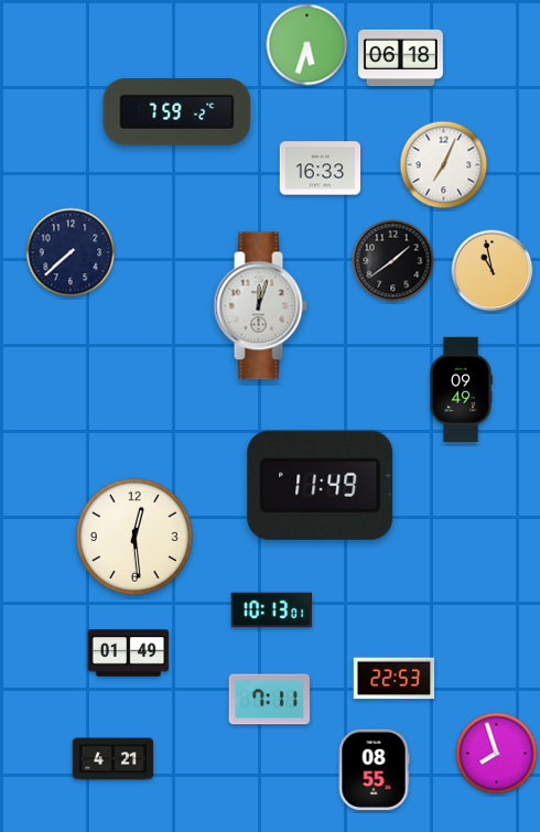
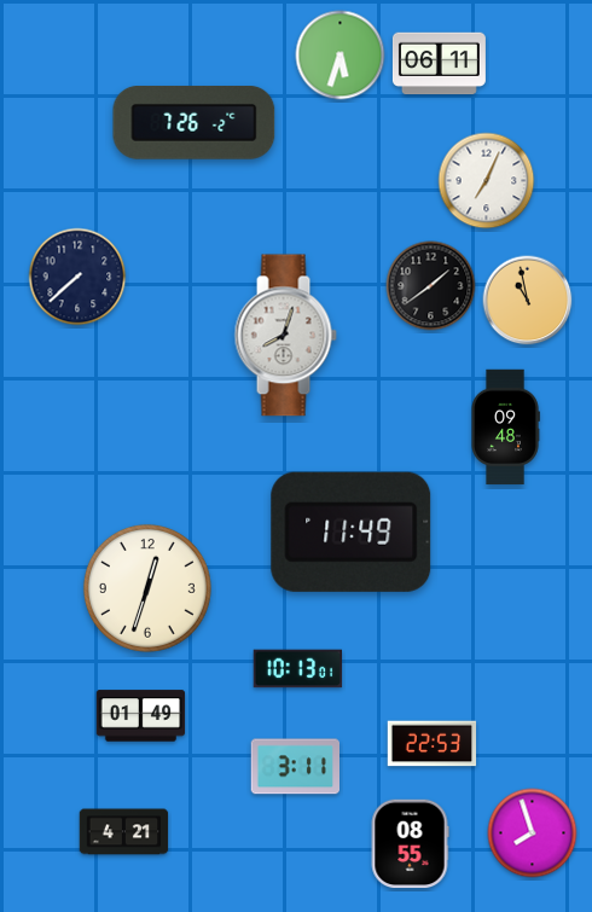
clock at (307, 45) position: (307, 45) -> (341, 56)
clock at (400, 58): 06:18 -> 06:11
clock at (177, 112): 7:59 -> 7:26
clock at (321, 169): 16:33 -> none
clock at (493, 271) position: (493, 271) -> (528, 301)
clock at (260, 306): 12:03 -> 8:03
clock at (461, 390): 09:49 -> 09:48
clock at (134, 537): 12:29 -> 12:33
clock at (269, 700): 7:11 -> 3:11
clock at (497, 754) position: (497, 754) -> (533, 833)
